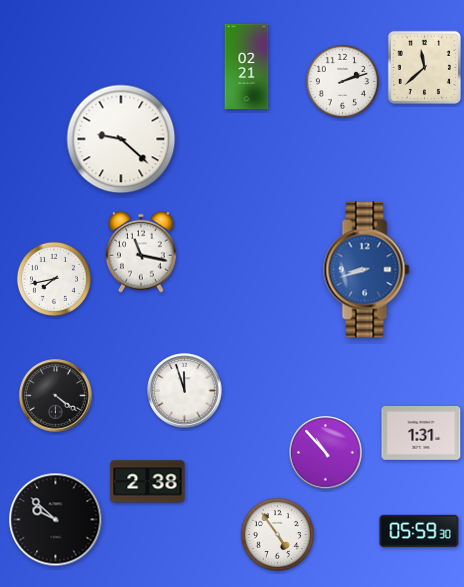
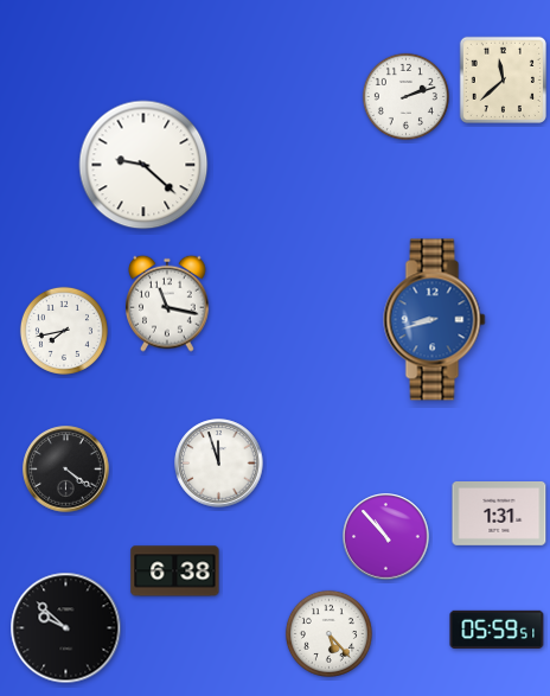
clock at (247, 67): 02:21 -> none
clock at (142, 252) position: (142, 252) -> (168, 304)
clock at (148, 482): 2:38 -> 6:38
clock at (56, 520) position: (56, 520) -> (66, 628)
clock at (419, 531): 05:59:30 -> 05:59:51
clock at (277, 534): 4:54 -> 5:23
